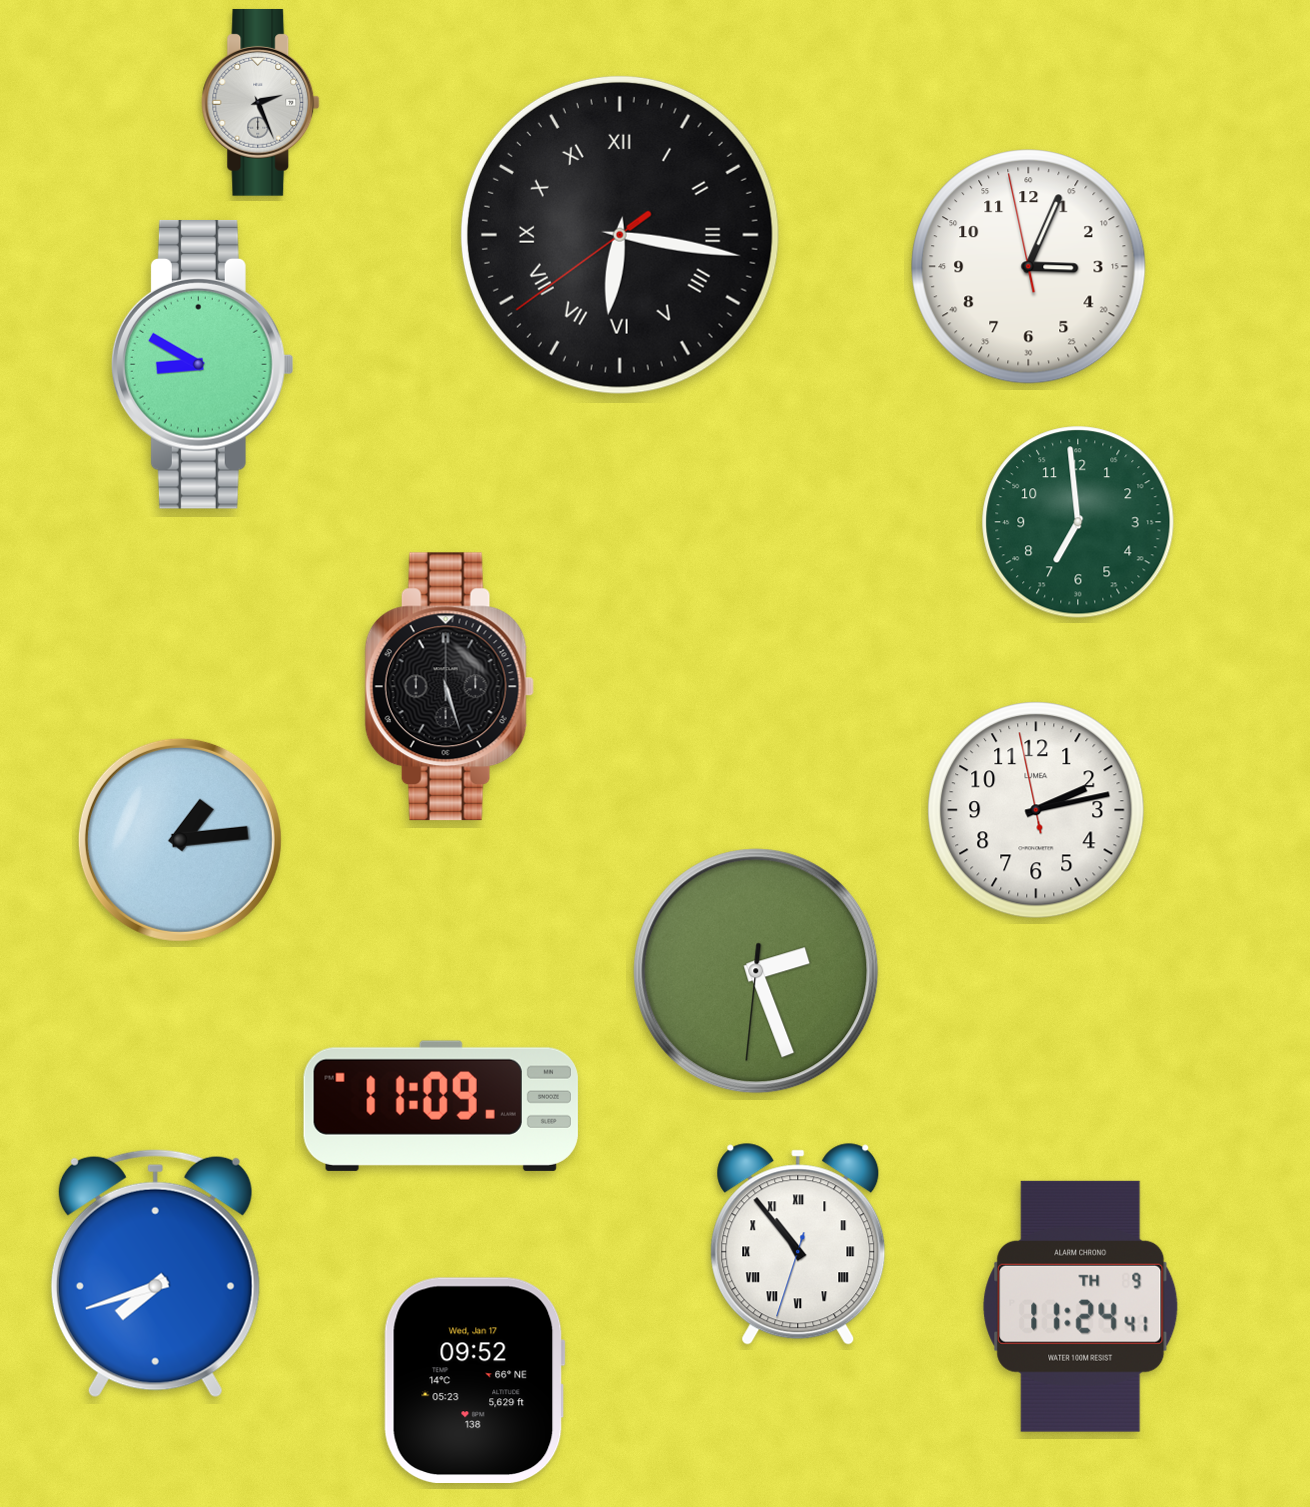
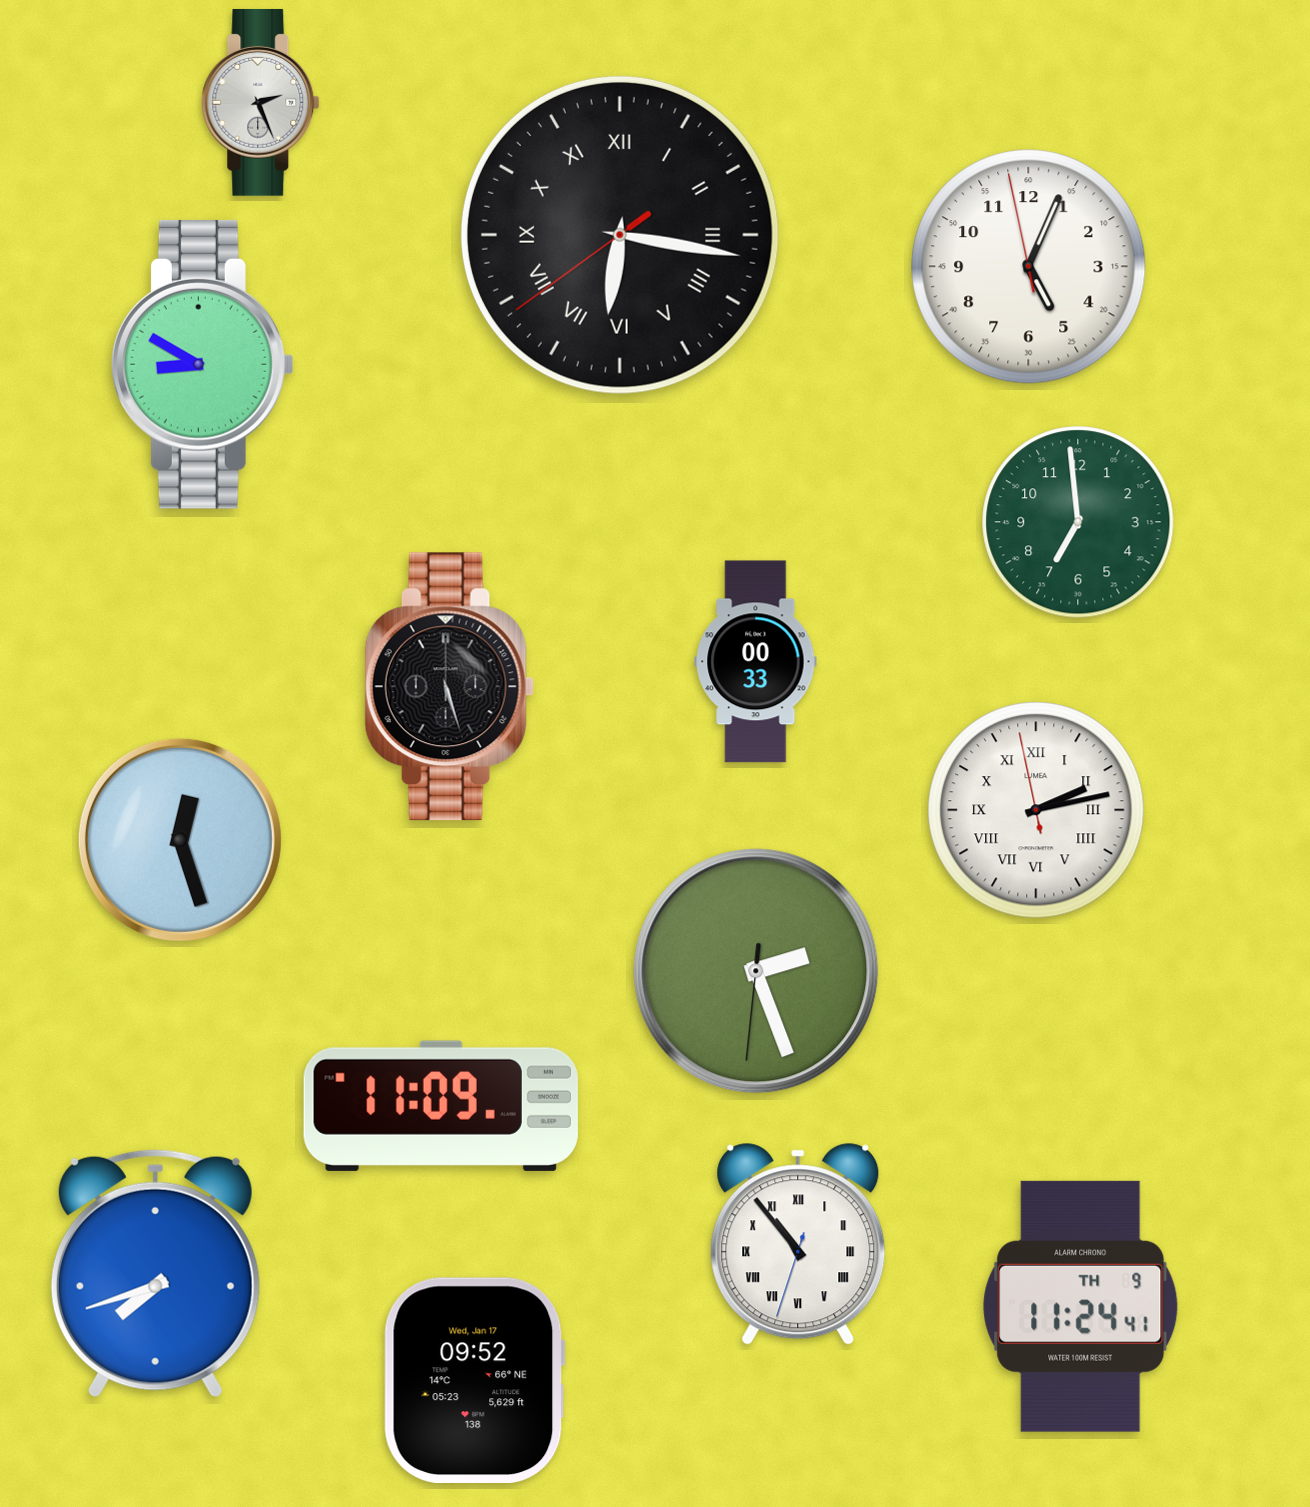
clock at (1029, 267): 3:03 -> 5:03
clock at (756, 662): none -> 00:33
clock at (1036, 810) numerals: Arabic -> Roman
clock at (180, 840): 1:14 -> 12:27
